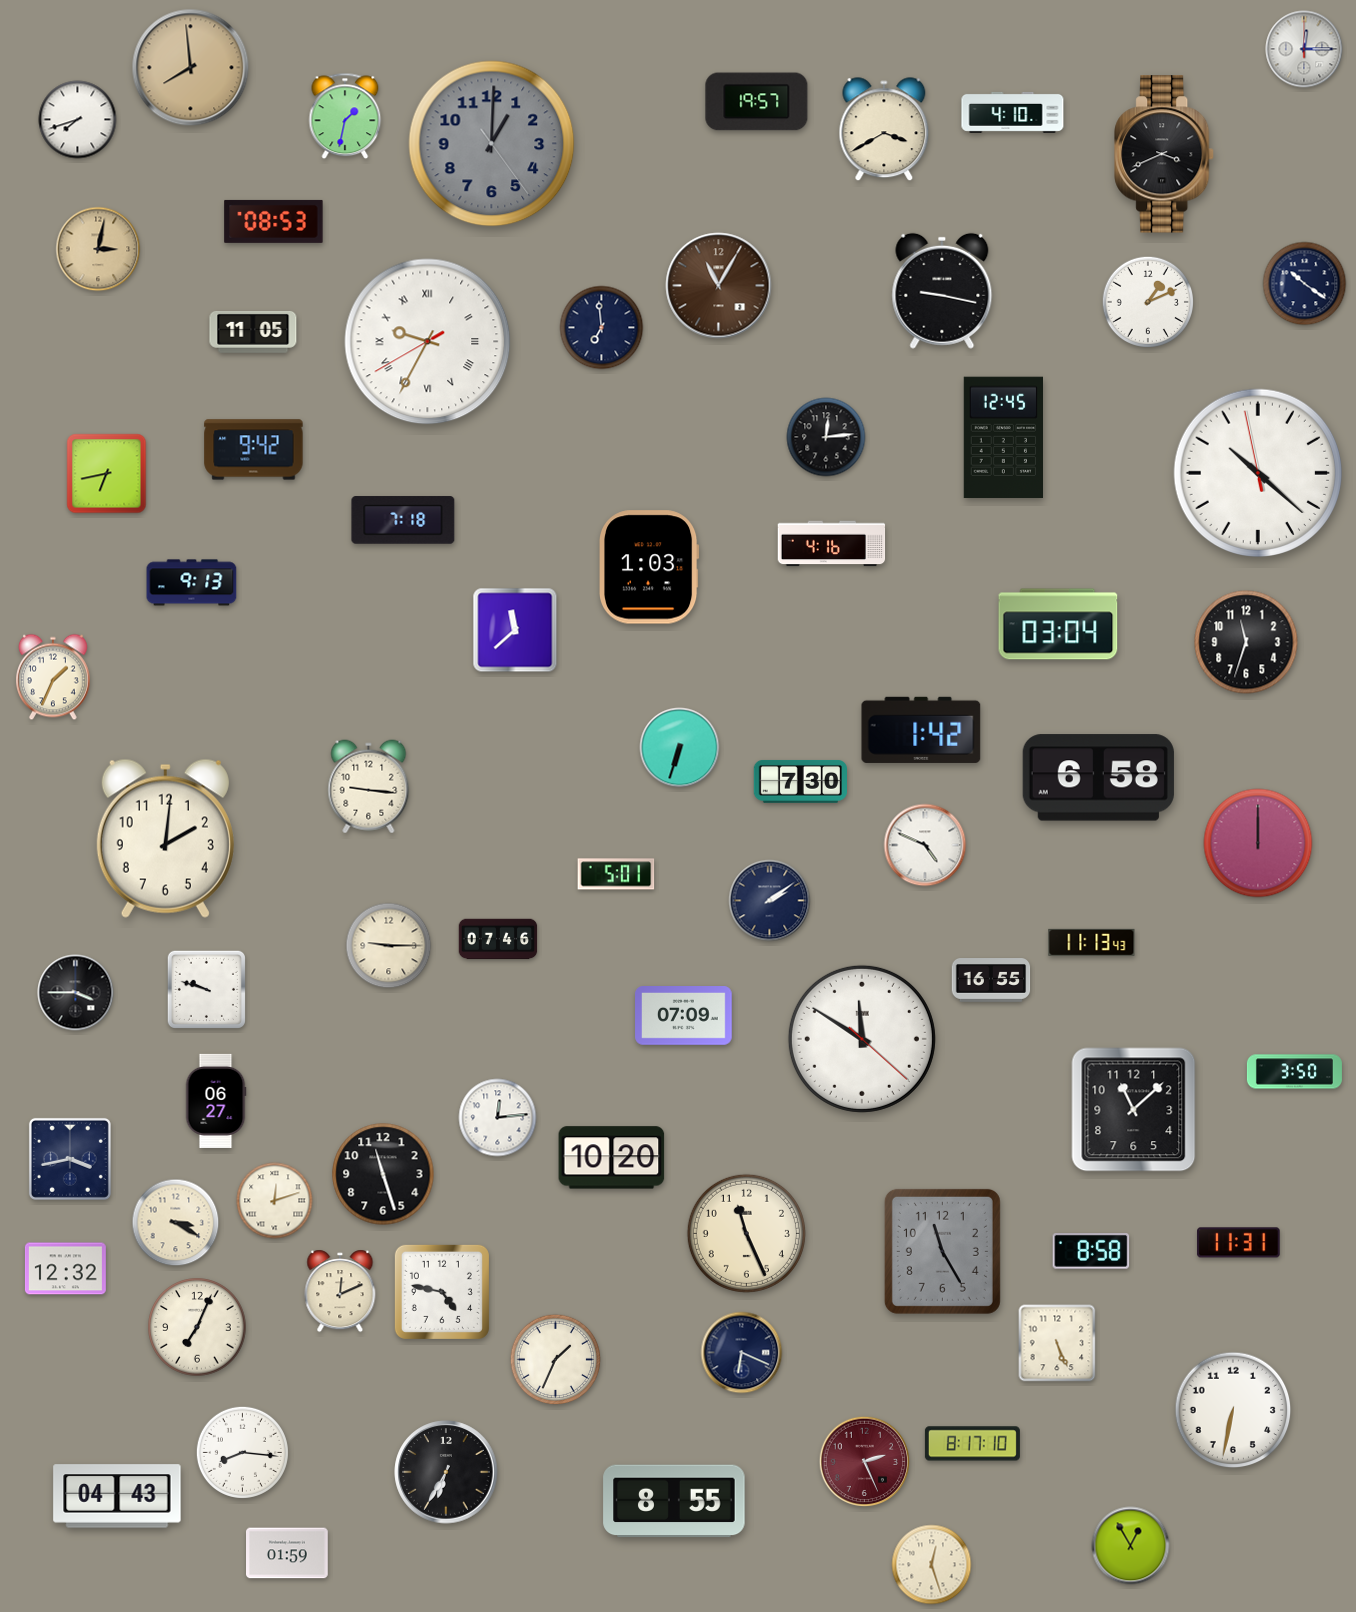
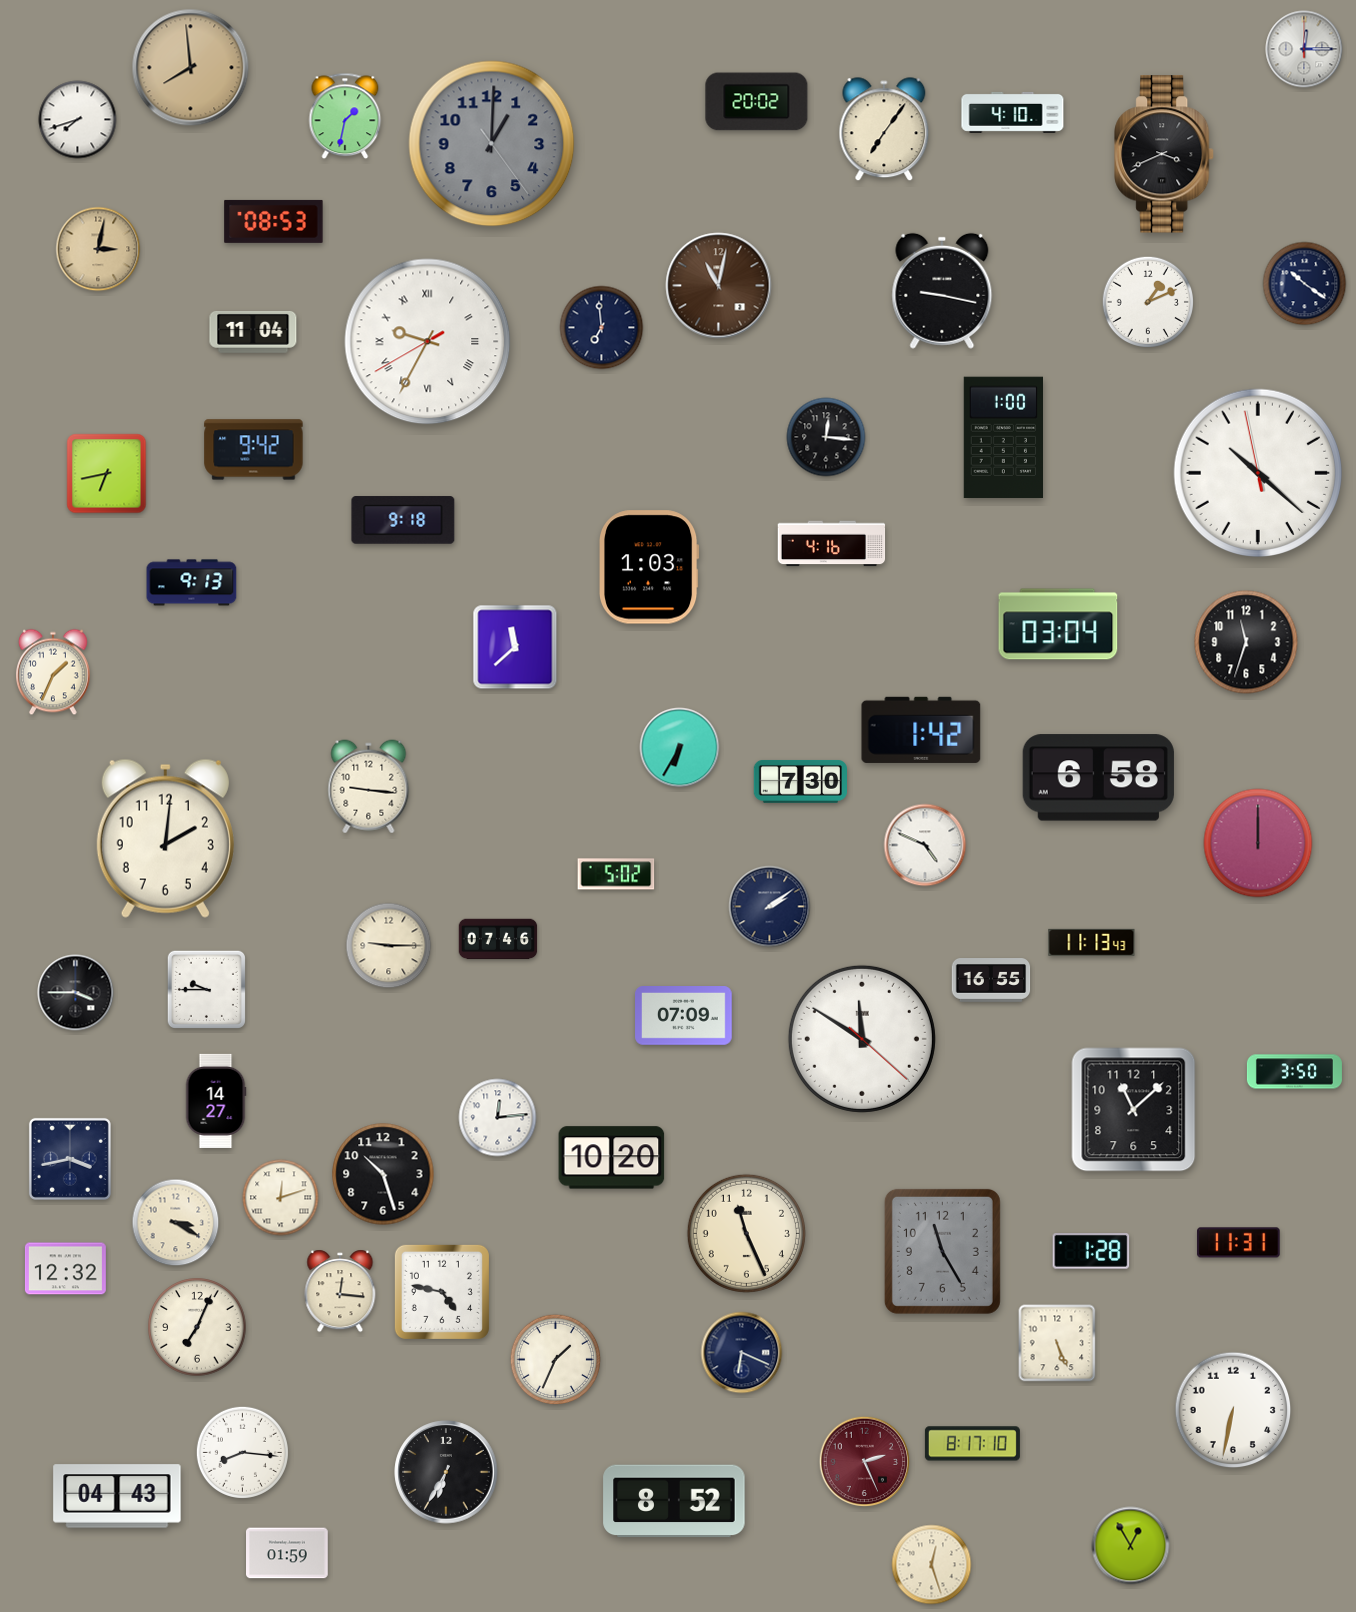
clock at (757, 102): 19:57 -> 20:02
clock at (884, 130): 3:40 -> 7:06
clock at (719, 286): 11:05 -> 11:02
clock at (253, 332): 11:05 -> 11:04
clock at (826, 437): 12:14 -> 12:16
clock at (1003, 438): 12:45 -> 1:00
clock at (403, 520): 7:18 -> 9:18
clock at (515, 630) position: (515, 630) -> (515, 647)
clock at (54, 677) position: (54, 677) -> (54, 672)
clock at (680, 748): 6:33 -> 6:35
clock at (616, 874): 5:01 -> 5:02
clock at (770, 901) position: (770, 901) -> (770, 907)
clock at (206, 989): 9:48 -> 9:45
clock at (216, 1101): 06:27 -> 14:27
clock at (383, 1174): 11:27 -> 10:27
clock at (275, 1201) position: (275, 1201) -> (281, 1198)
clock at (1091, 1252): 8:58 -> 1:28
clock at (340, 1291): 12:11 -> 12:16
clock at (674, 1501): 8:55 -> 8:52
